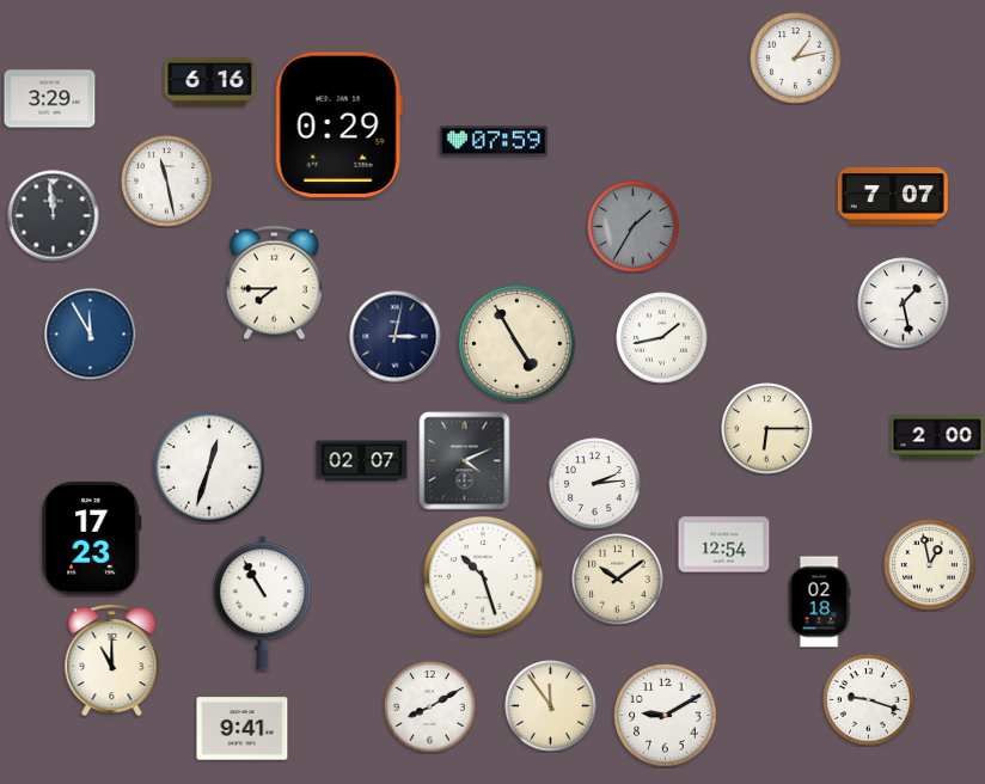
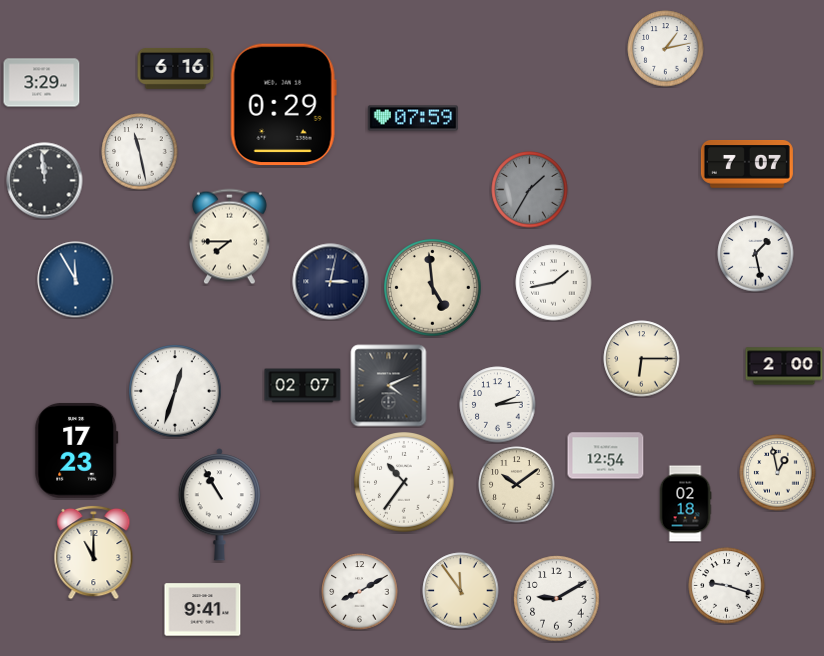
clock at (518, 344): 4:55 -> 4:59
clock at (484, 577): 10:27 -> 10:36
